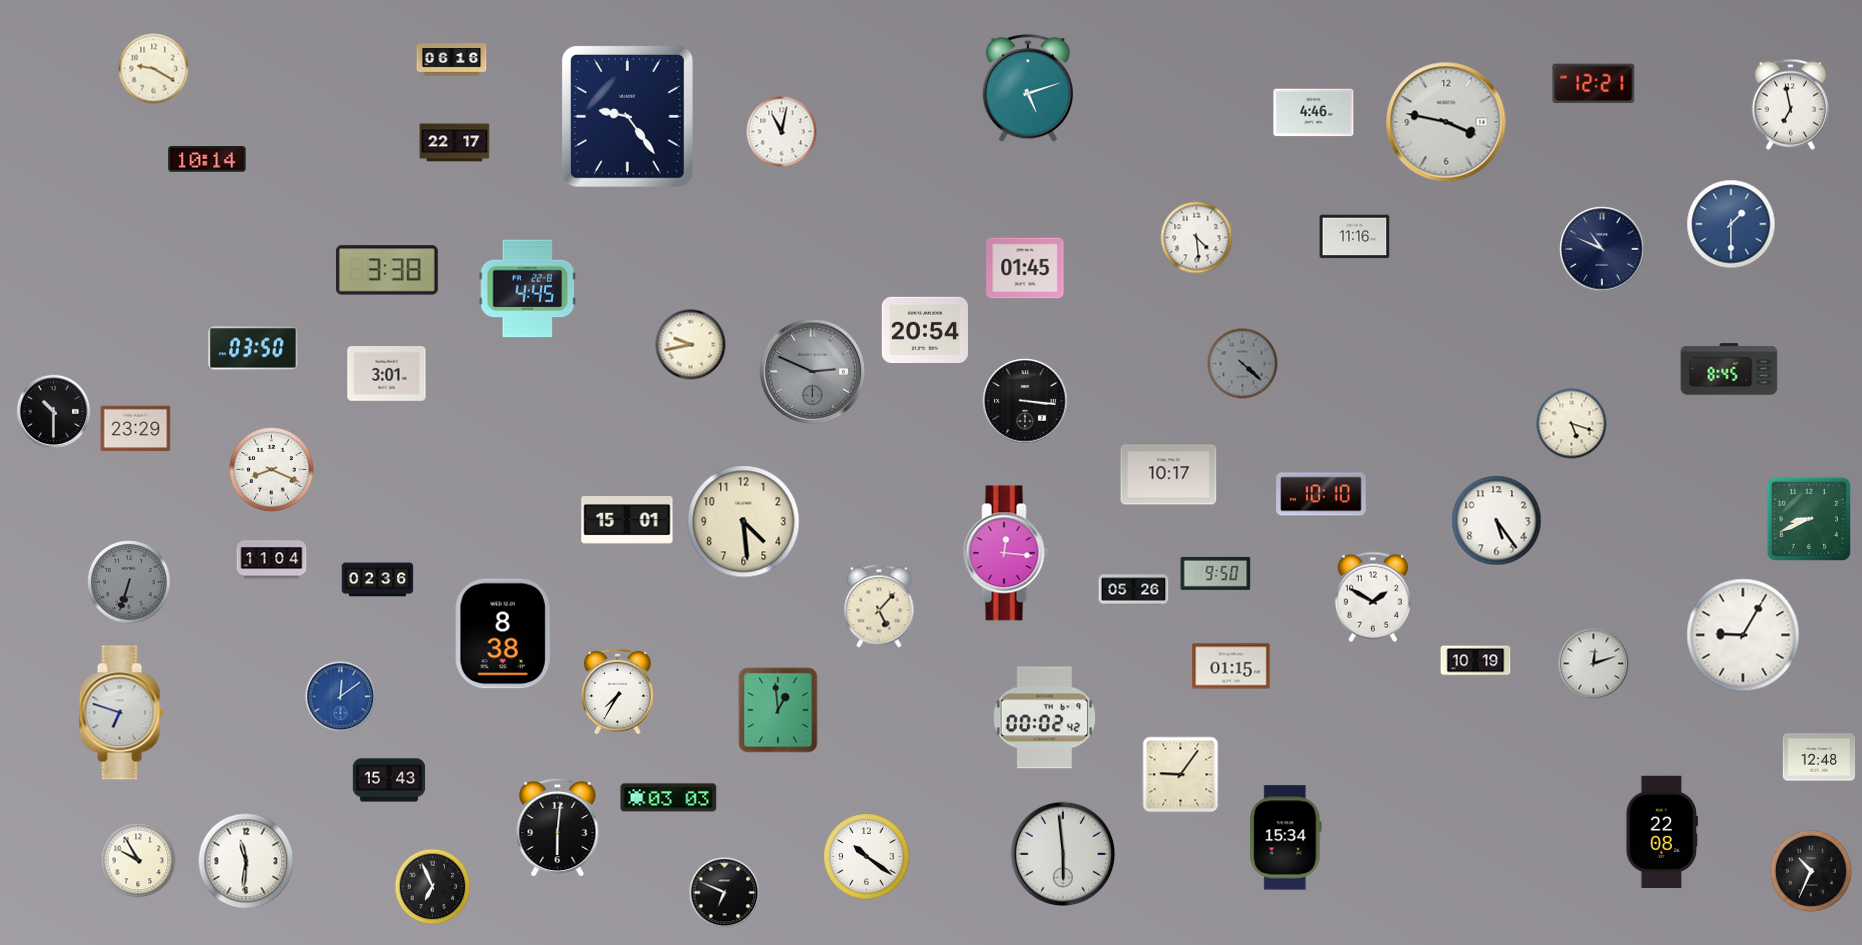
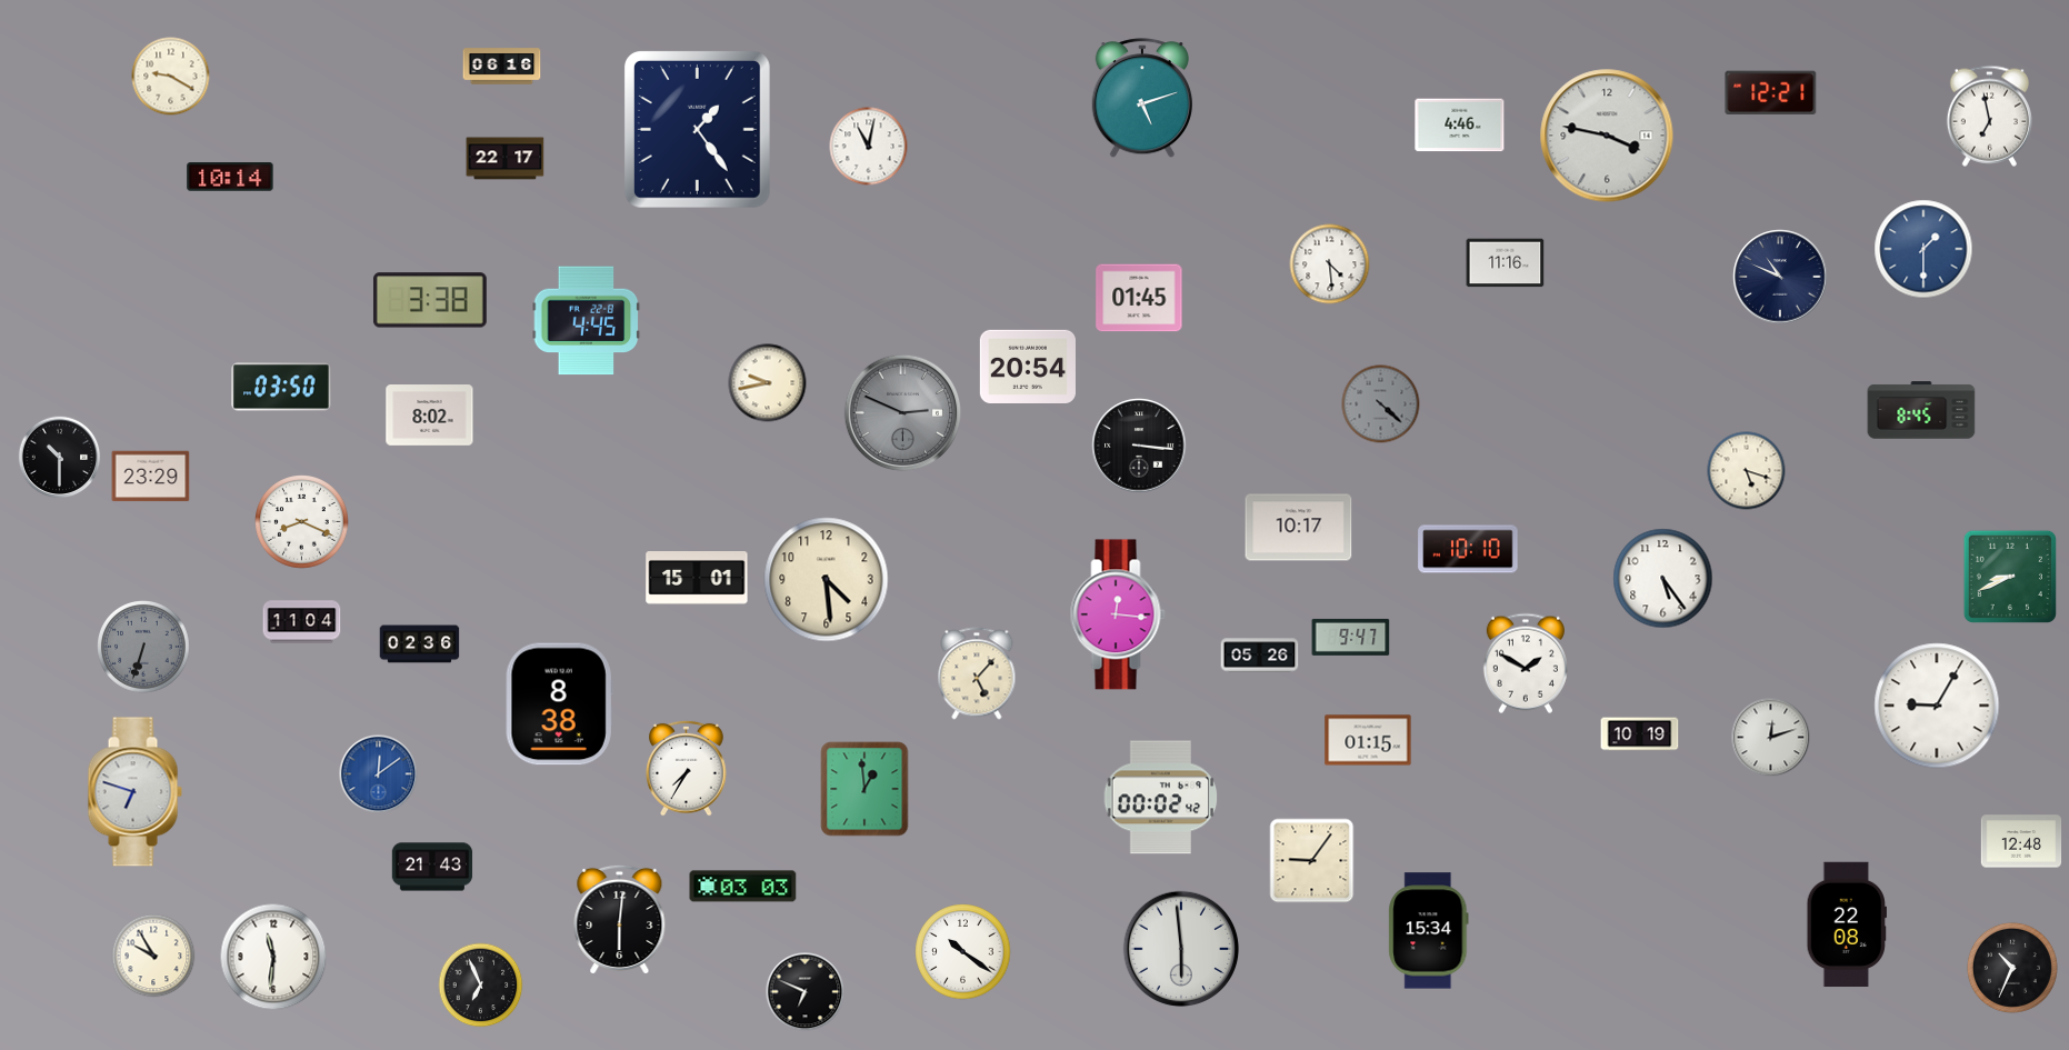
clock at (627, 116): 9:24 -> 1:24
clock at (387, 374): 3:01 -> 8:02
clock at (1216, 573): 9:50 -> 9:47
clock at (389, 780): 15:43 -> 21:43
